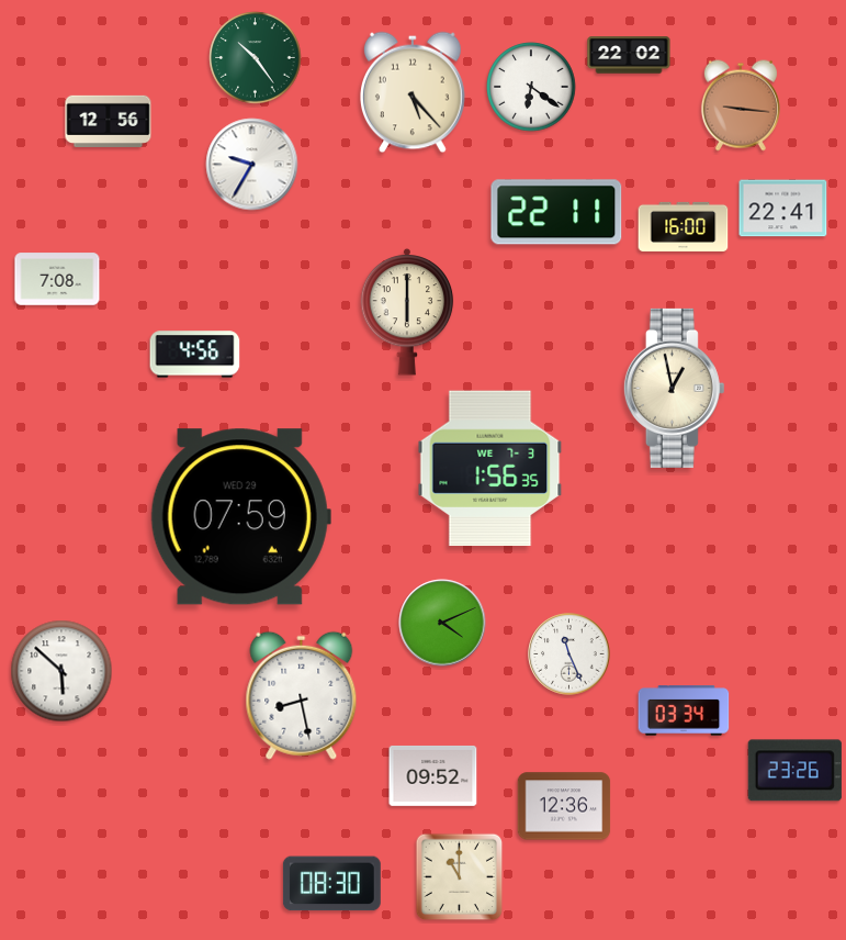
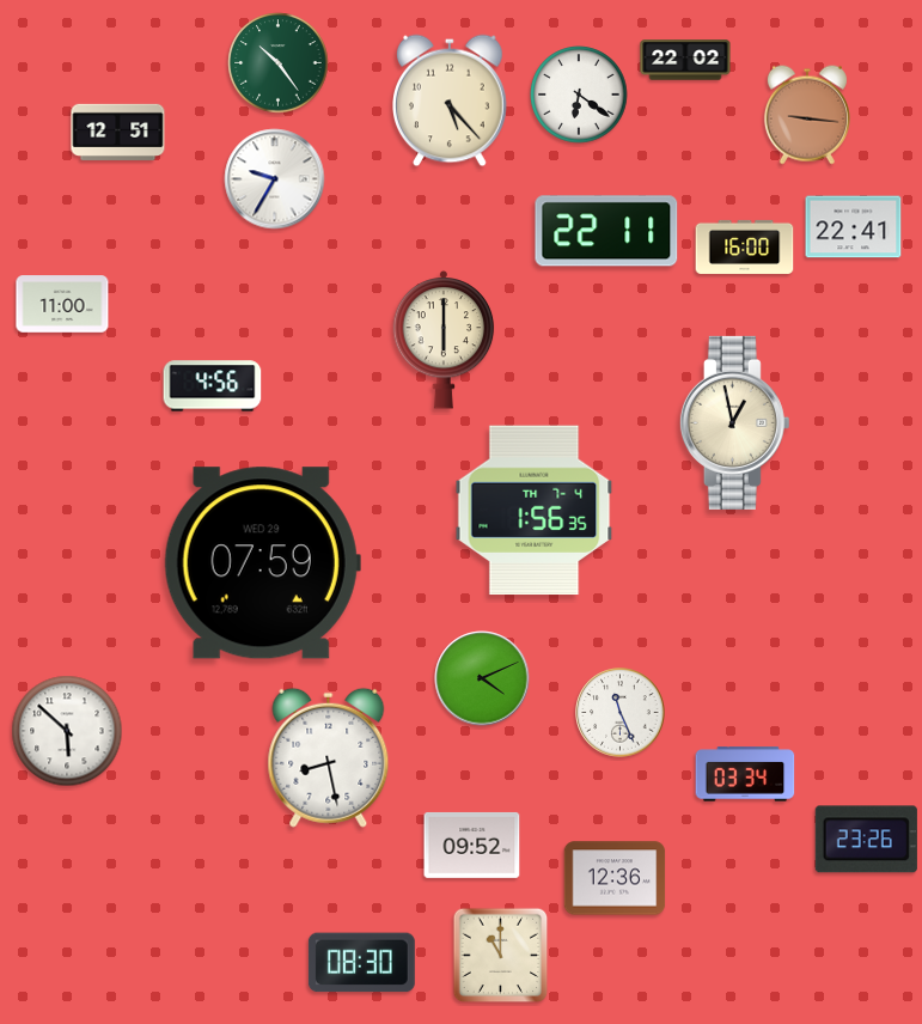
clock at (109, 121): 12:56 -> 12:51
clock at (57, 279): 7:08 -> 11:00
clock at (490, 469) date: WE 7-3 -> TH 7-4
